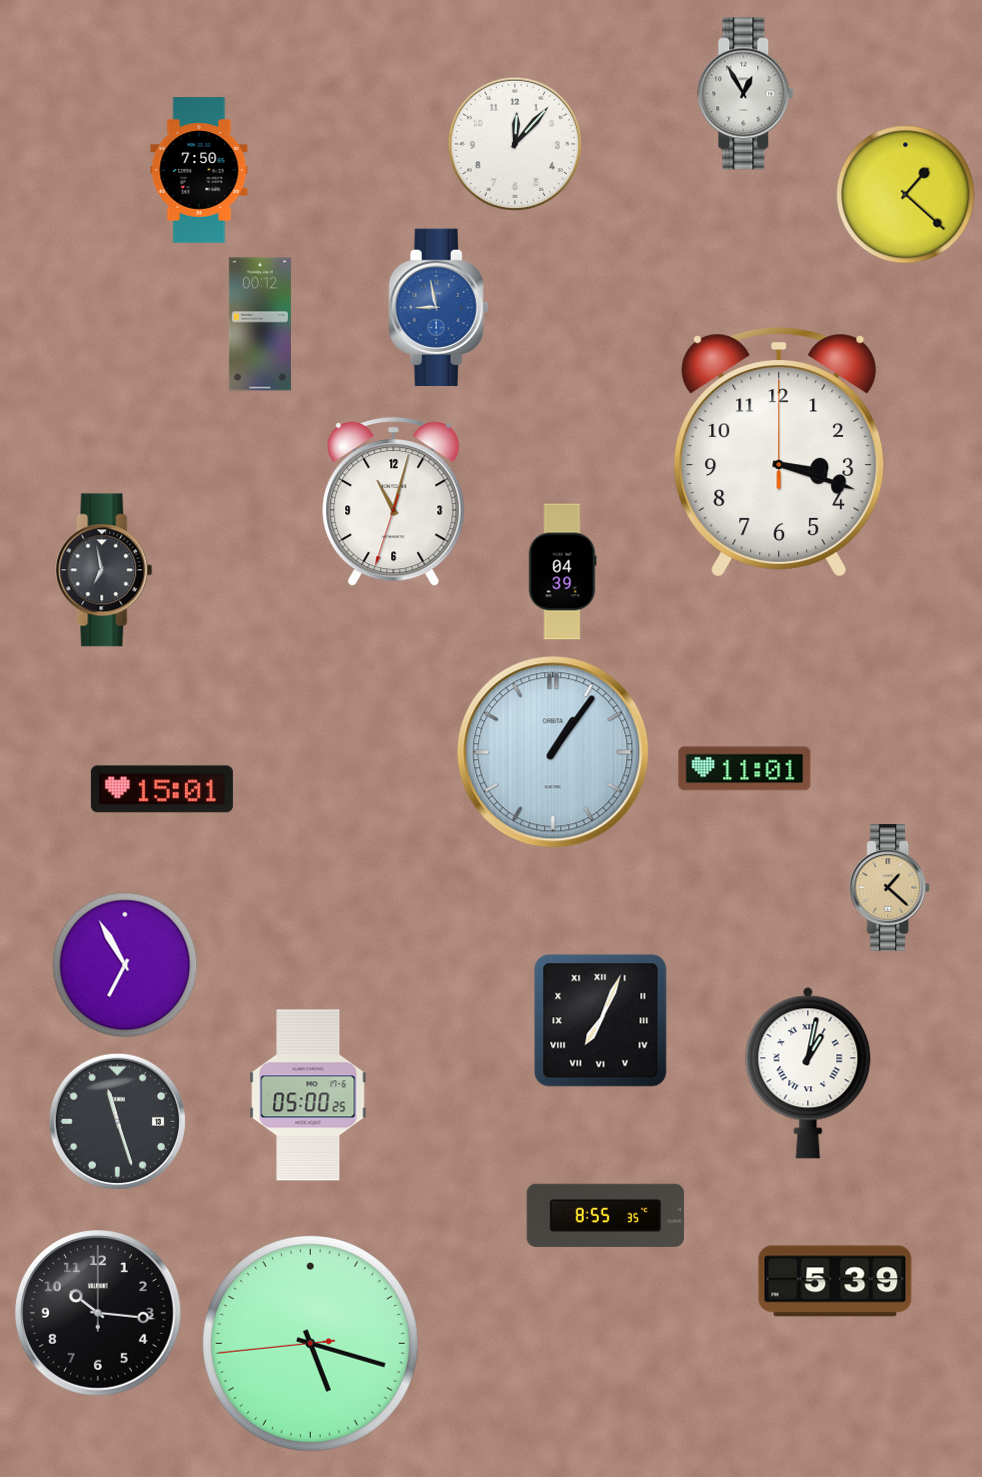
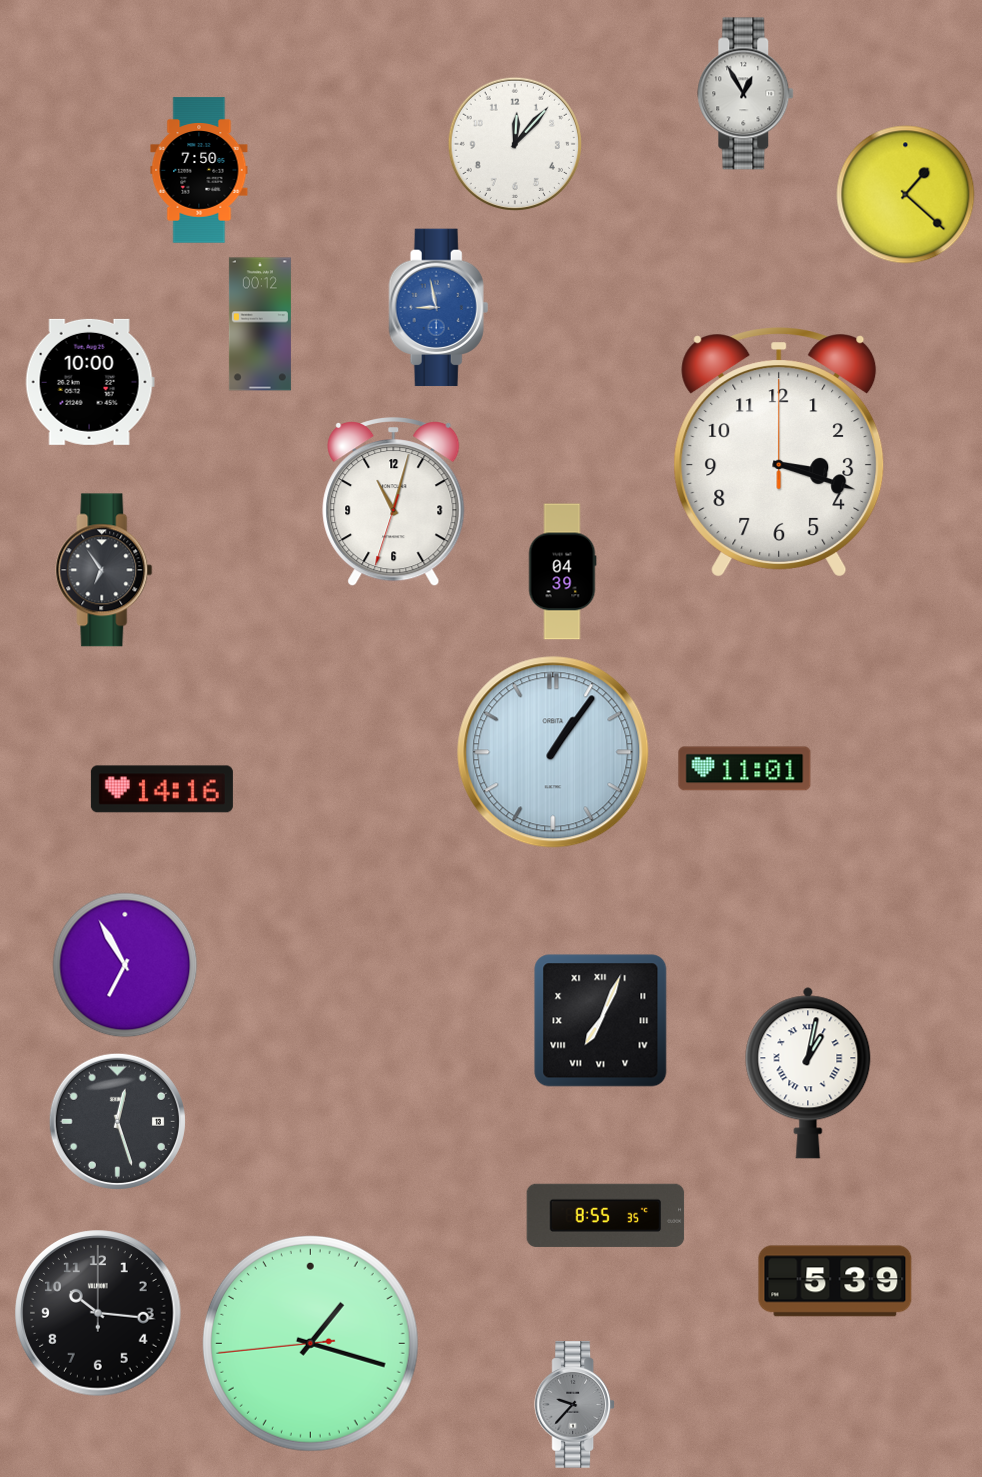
clock at (90, 382): none -> 10:00
clock at (104, 570): 6:58 -> 6:54
clock at (162, 789): 15:01 -> 14:16
clock at (890, 888): 1:22 -> none
clock at (308, 1095): 05:00 -> none
clock at (117, 1121): 11:27 -> 12:27
clock at (310, 1343): 5:17 -> 1:17
clock at (575, 1405): none -> 9:37
